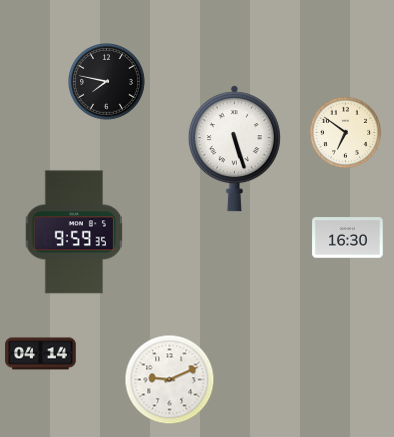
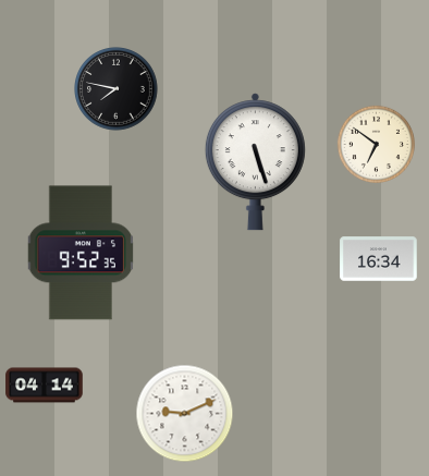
clock at (73, 232): 9:59 -> 9:52
clock at (348, 238): 16:30 -> 16:34
